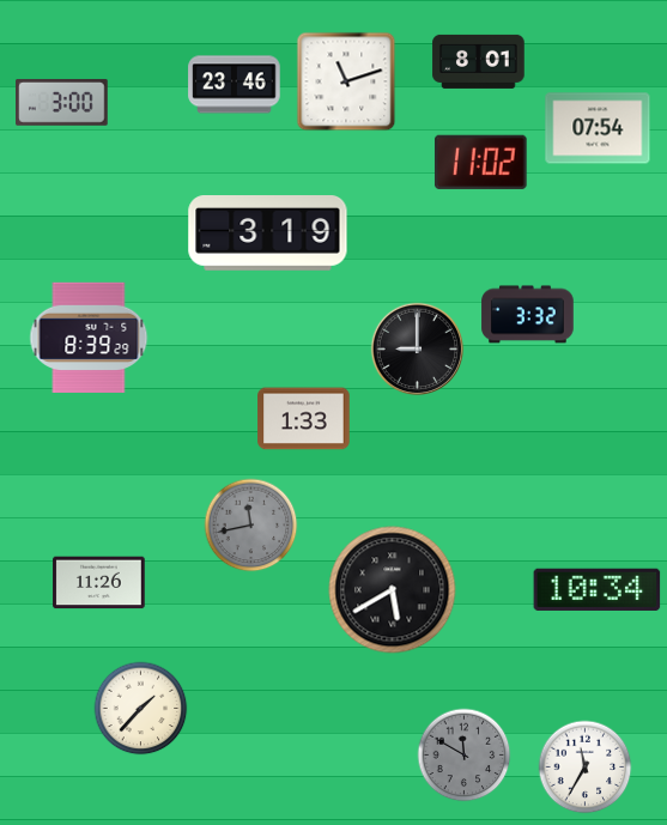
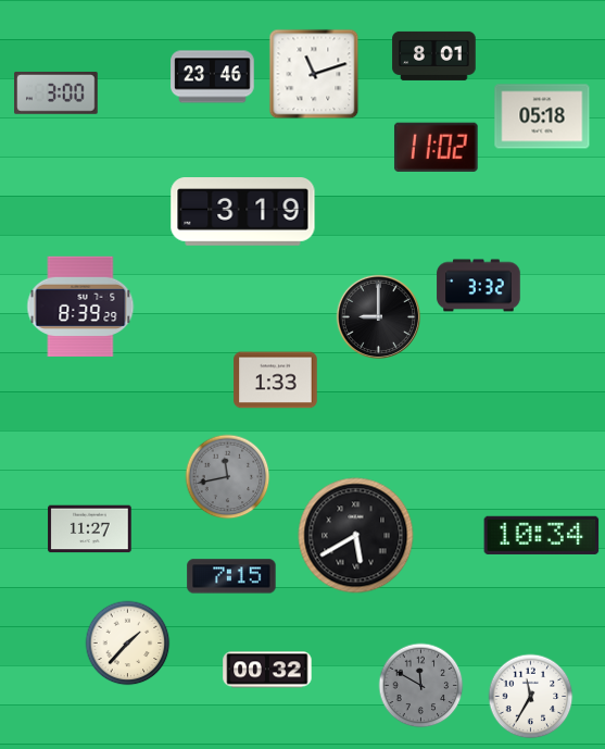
clock at (598, 128): 07:54 -> 05:18
clock at (99, 583): 11:26 -> 11:27
clock at (231, 576): none -> 7:15
clock at (267, 670): none -> 00:32
